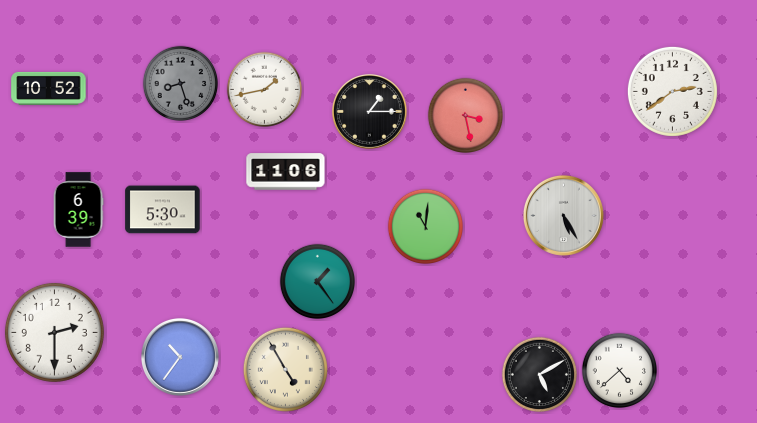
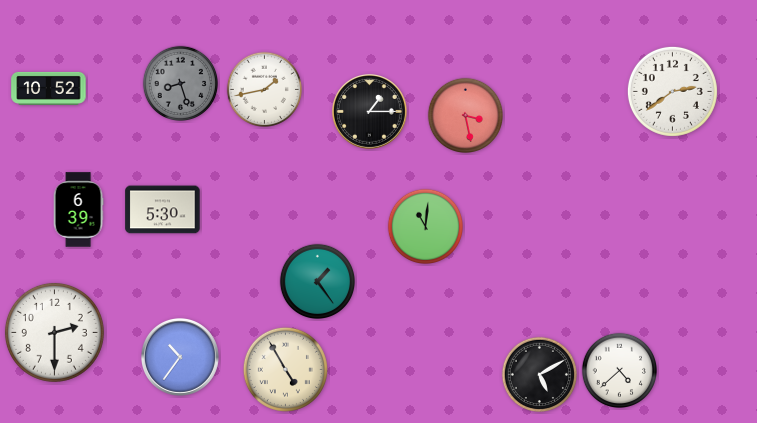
clock at (286, 172): 11:06 -> none
clock at (563, 215): 5:25 -> none
